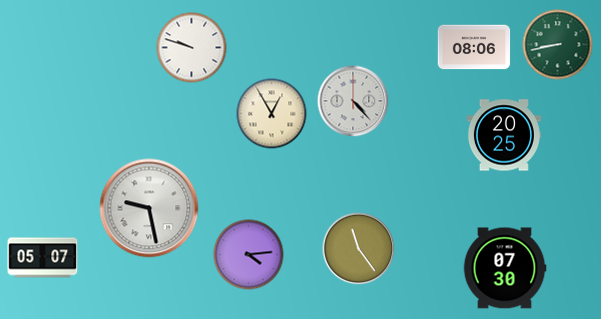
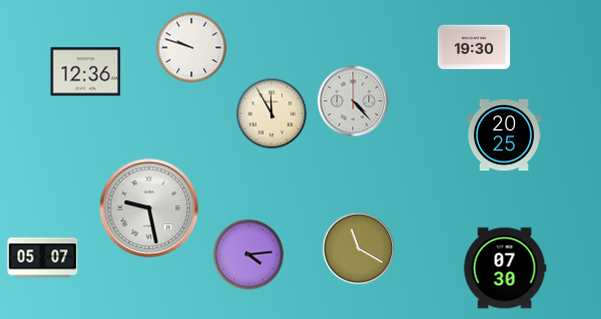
clock at (558, 45): 8:43 -> none
clock at (474, 47): 08:06 -> 19:30
clock at (86, 72): none -> 12:36
clock at (272, 114): 12:55 -> 11:55
clock at (359, 249): 11:24 -> 11:20
